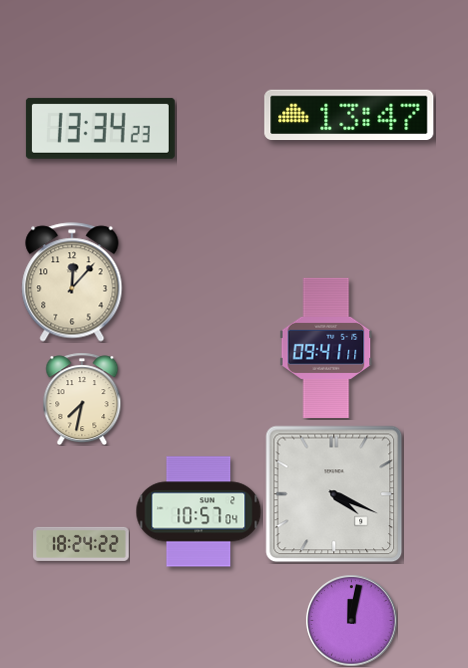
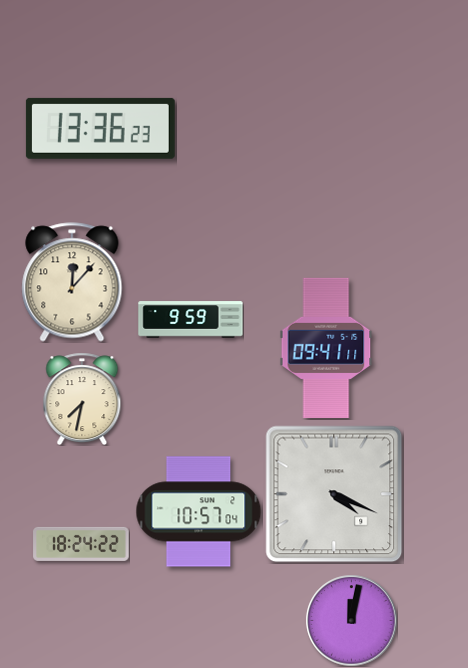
clock at (349, 115): 13:47 -> none
clock at (100, 128): 13:34 -> 13:36
clock at (191, 320): none -> 9:59
